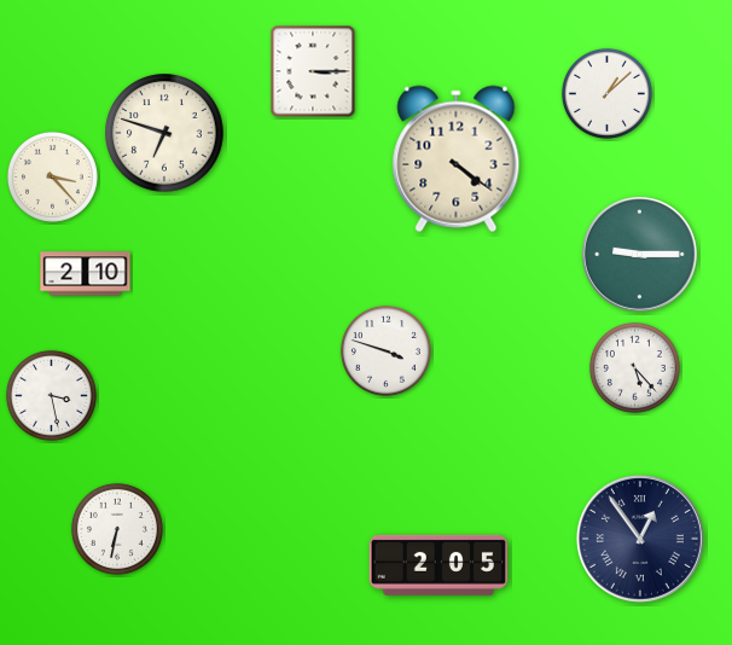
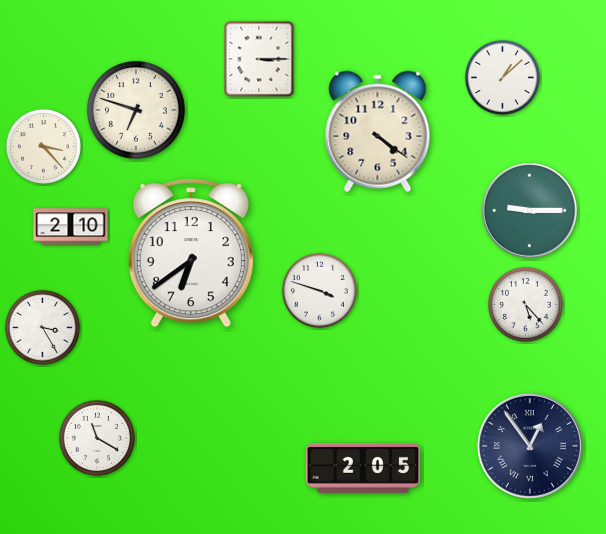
clock at (191, 253): none -> 6:39
clock at (51, 395): 3:28 -> 3:25
clock at (117, 529): 6:32 -> 11:20
